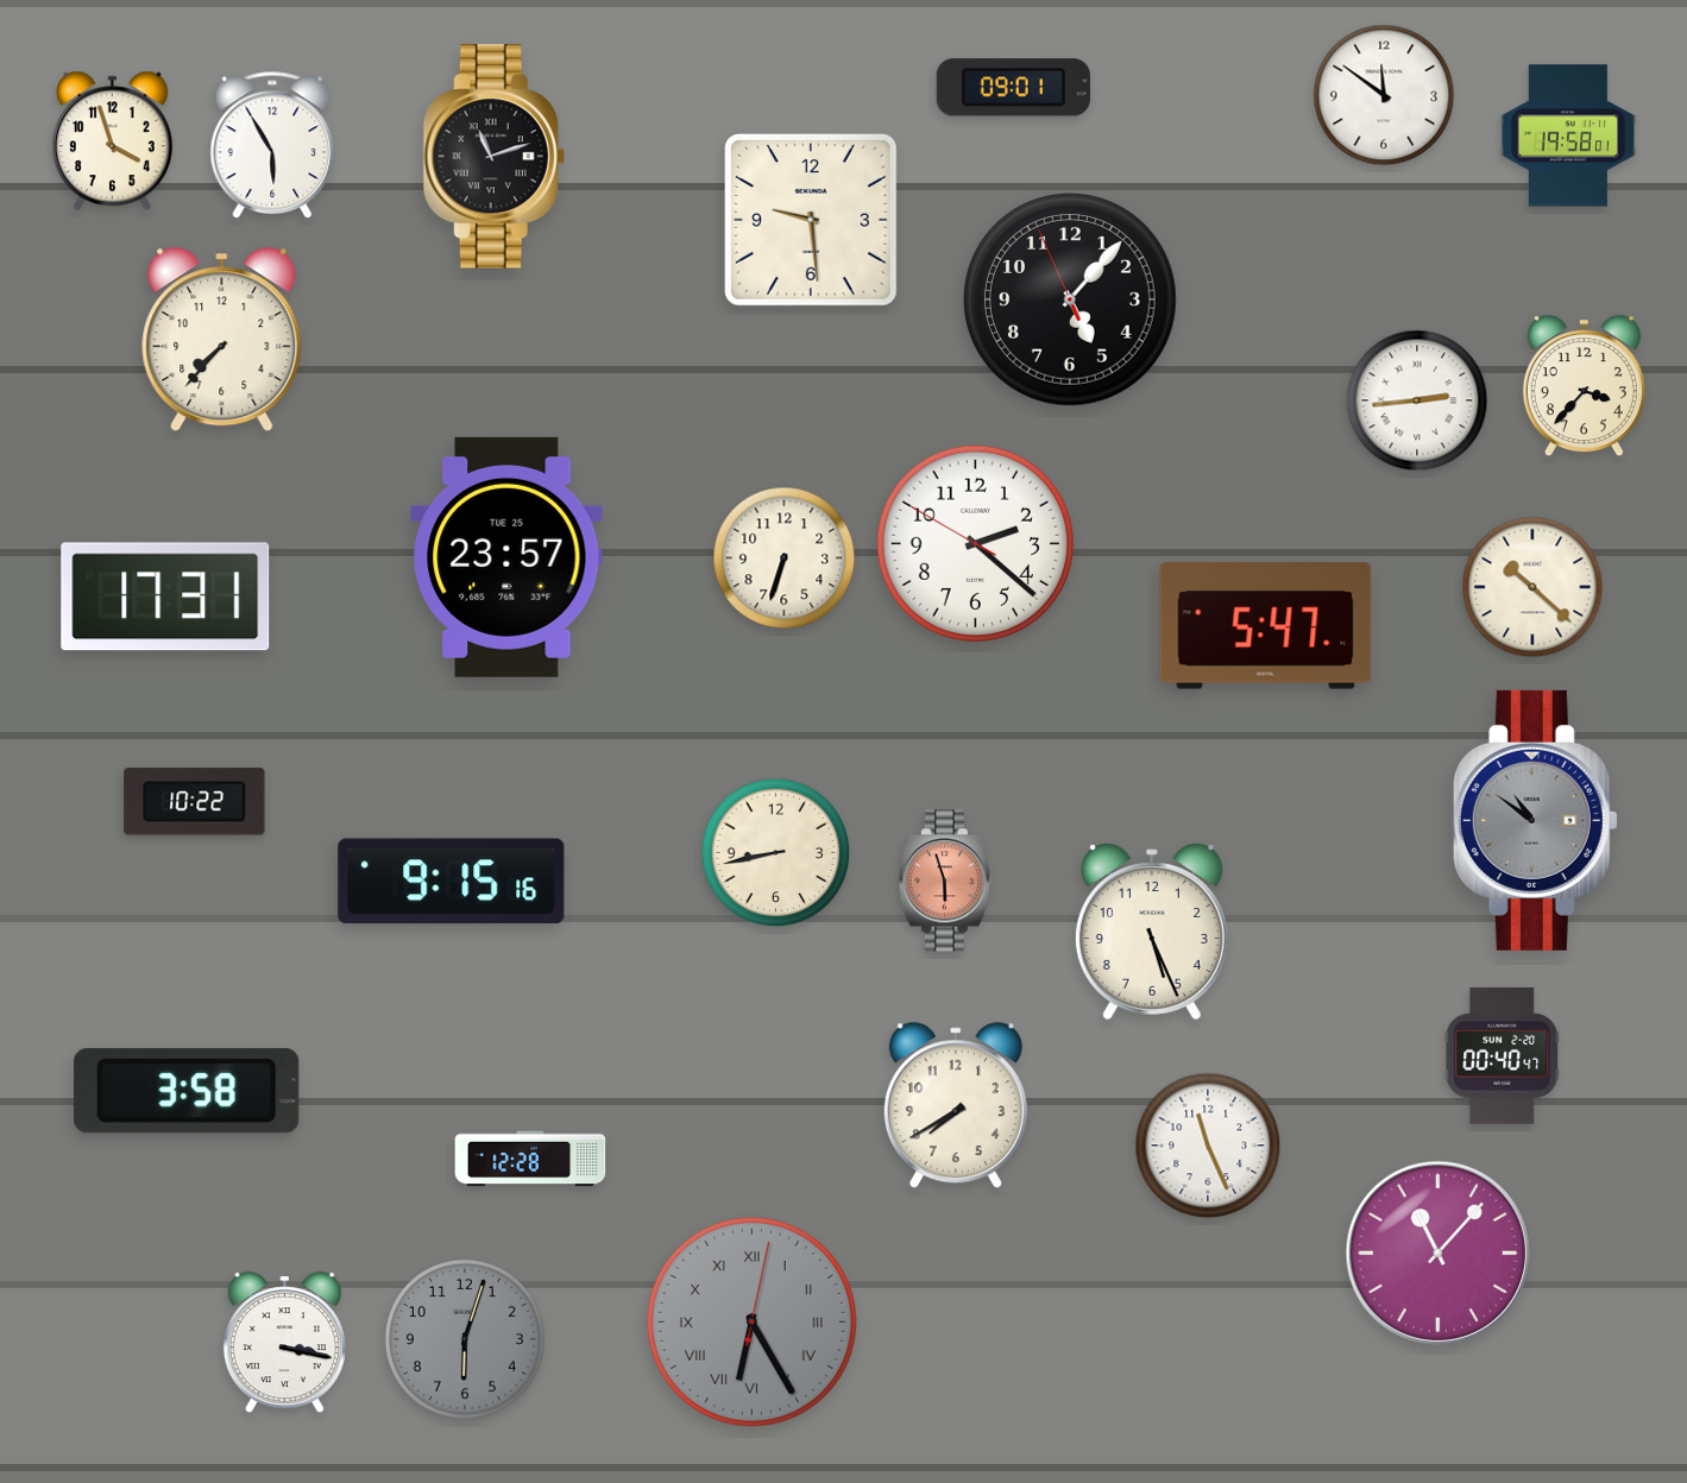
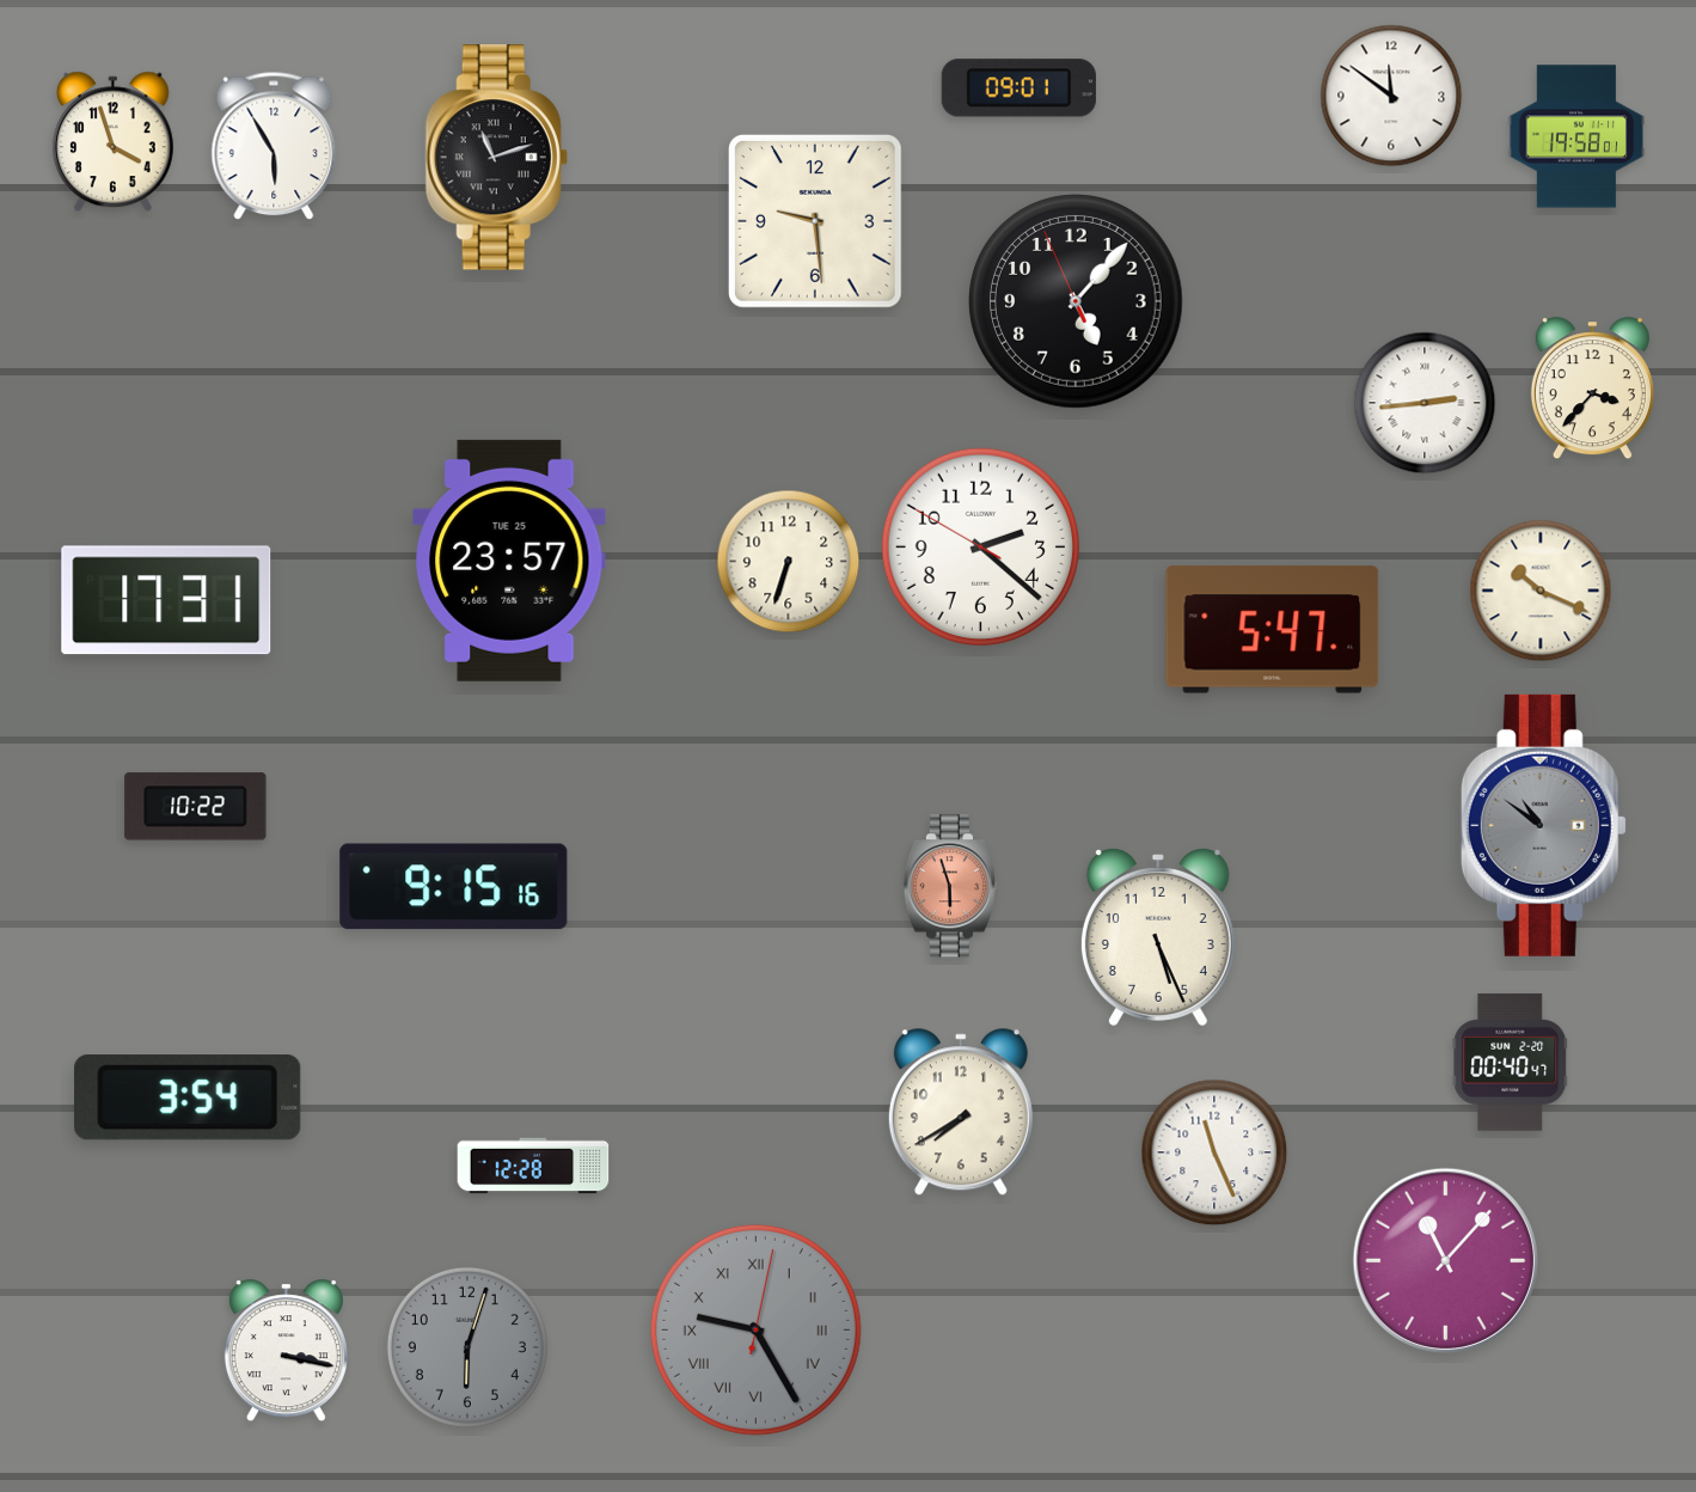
clock at (222, 340): 7:37 -> none
clock at (1532, 587): 10:22 -> 10:19
clock at (776, 853): 8:43 -> none
clock at (187, 1091): 3:58 -> 3:54
clock at (751, 1321): 6:25 -> 9:25
